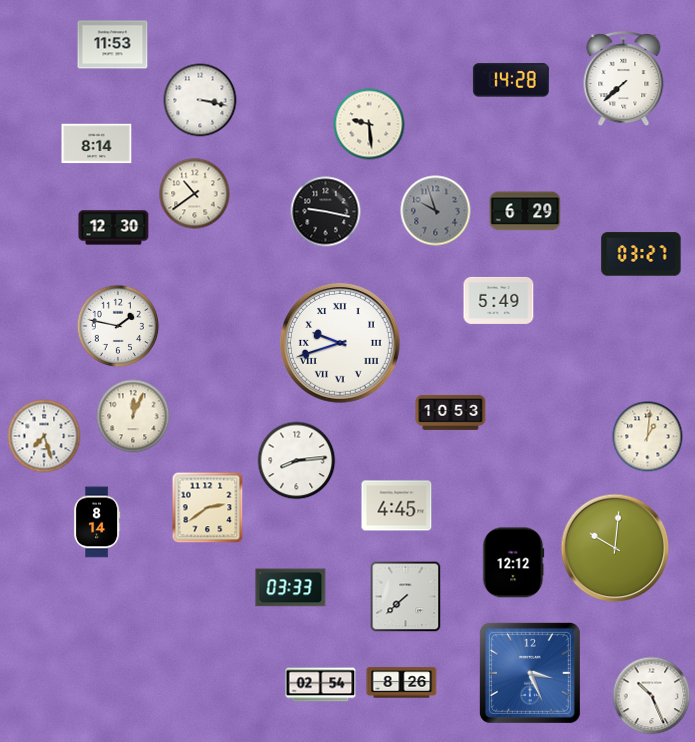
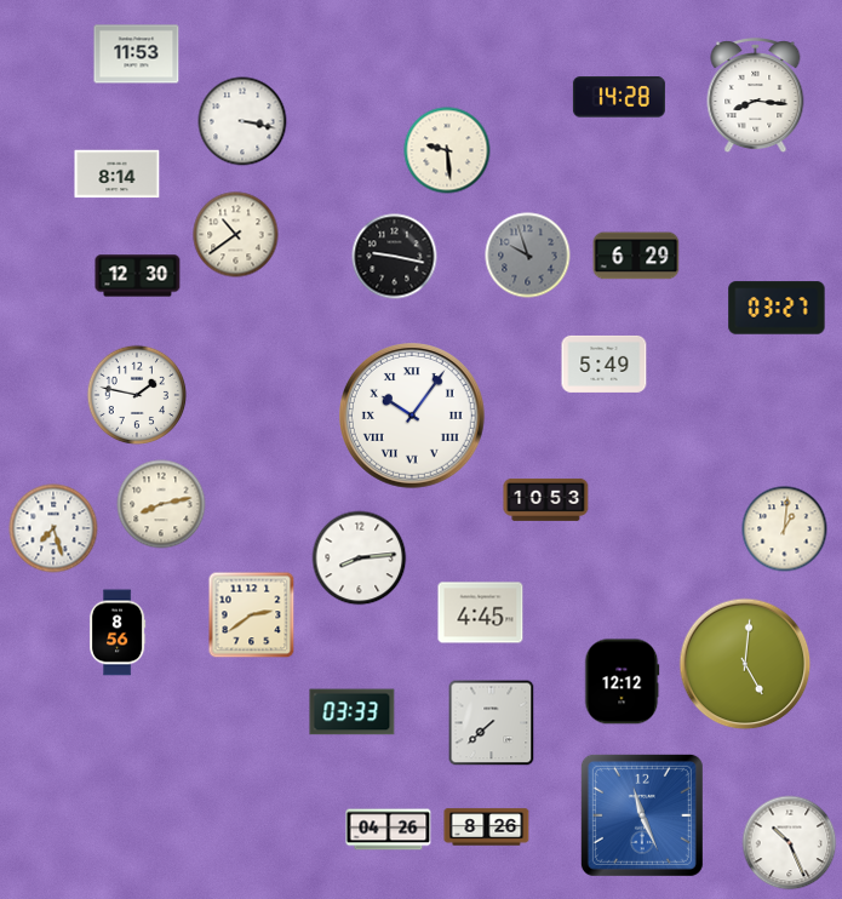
clock at (624, 80): 7:38 -> 8:16
clock at (118, 326) position: (118, 326) -> (137, 395)
clock at (341, 344): 9:42 -> 10:06
clock at (133, 416): 12:04 -> 8:13
clock at (97, 522): 8:14 -> 8:56
clock at (615, 548): 10:01 -> 5:01
clock at (530, 673): 3:26 -> 11:26
clock at (321, 685): 02:54 -> 04:26
